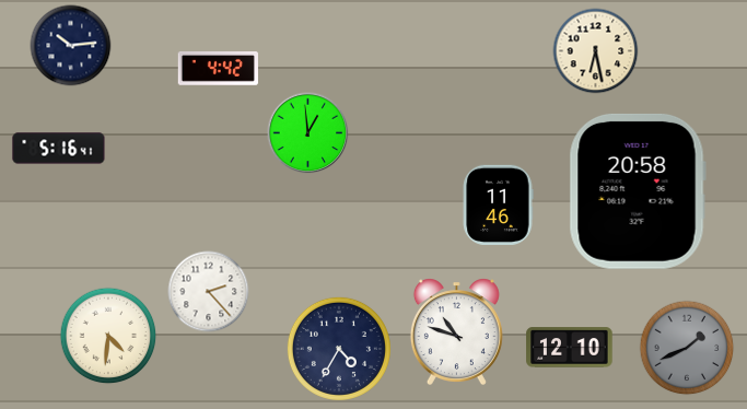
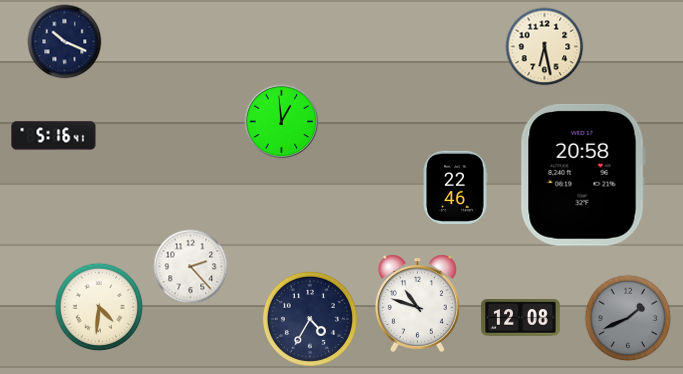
clock at (71, 46): 10:14 -> 10:19
clock at (218, 69): 4:42 -> none
clock at (498, 204): 11:46 -> 22:46
clock at (570, 348): 12:10 -> 12:08
